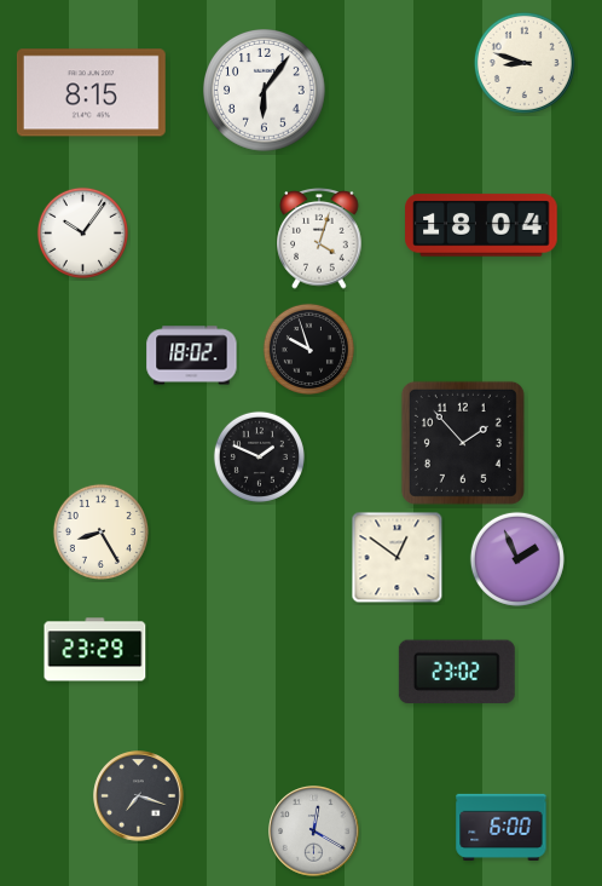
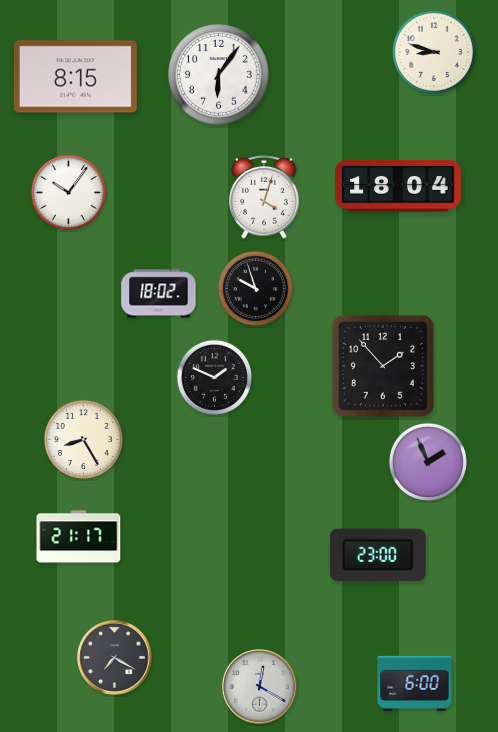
clock at (398, 558): 12:51 -> none
clock at (95, 650): 23:29 -> 21:17
clock at (457, 672): 23:02 -> 23:00
clock at (139, 796): 7:18 -> 7:20
